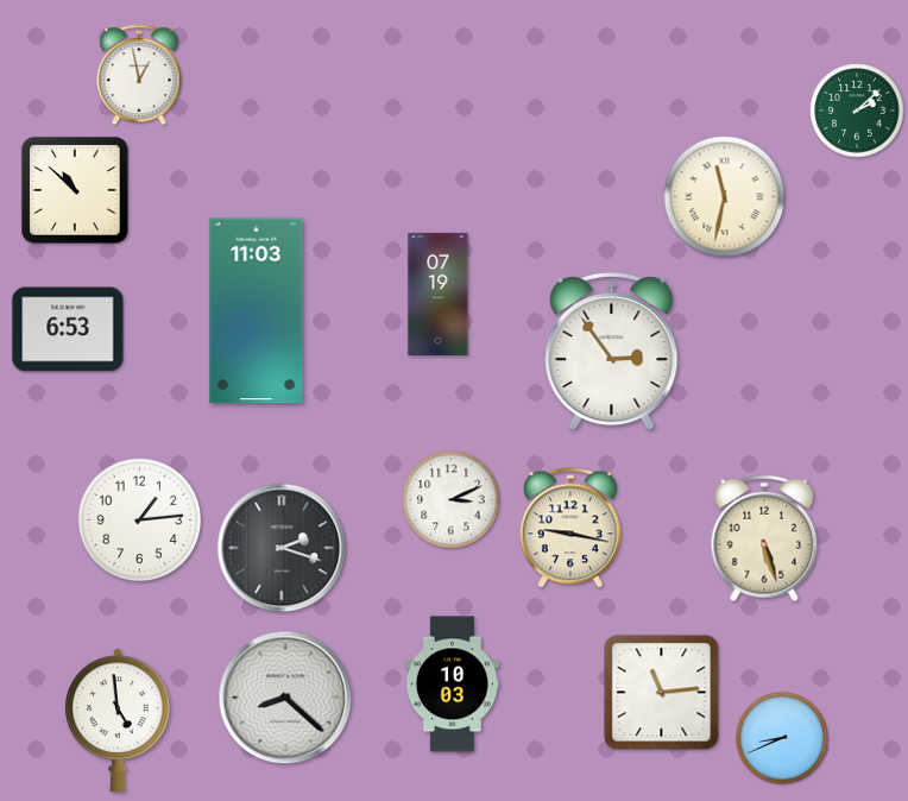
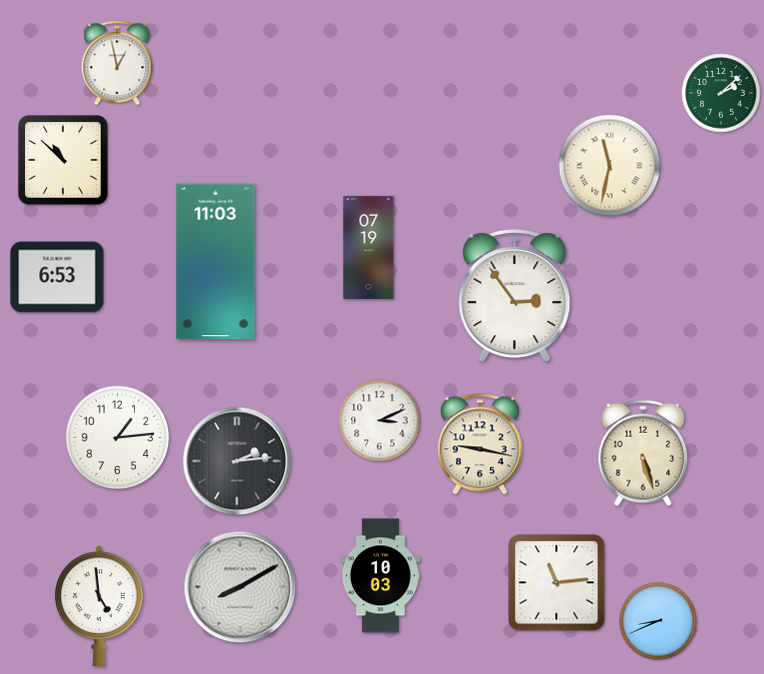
clock at (282, 548): 2:18 -> 2:14
clock at (285, 698): 8:22 -> 8:10
